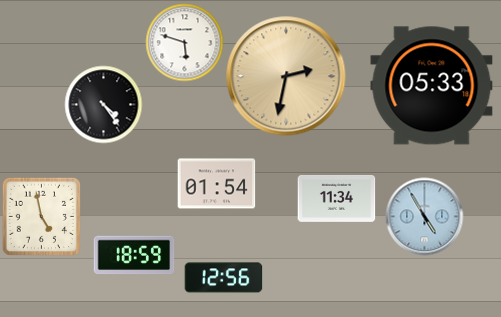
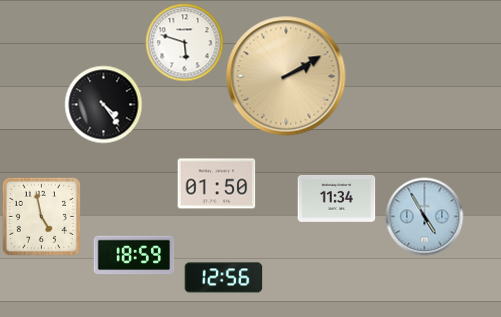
clock at (286, 76): 2:32 -> 2:10
clock at (432, 86): 05:33 -> none
clock at (216, 184): 01:54 -> 01:50
